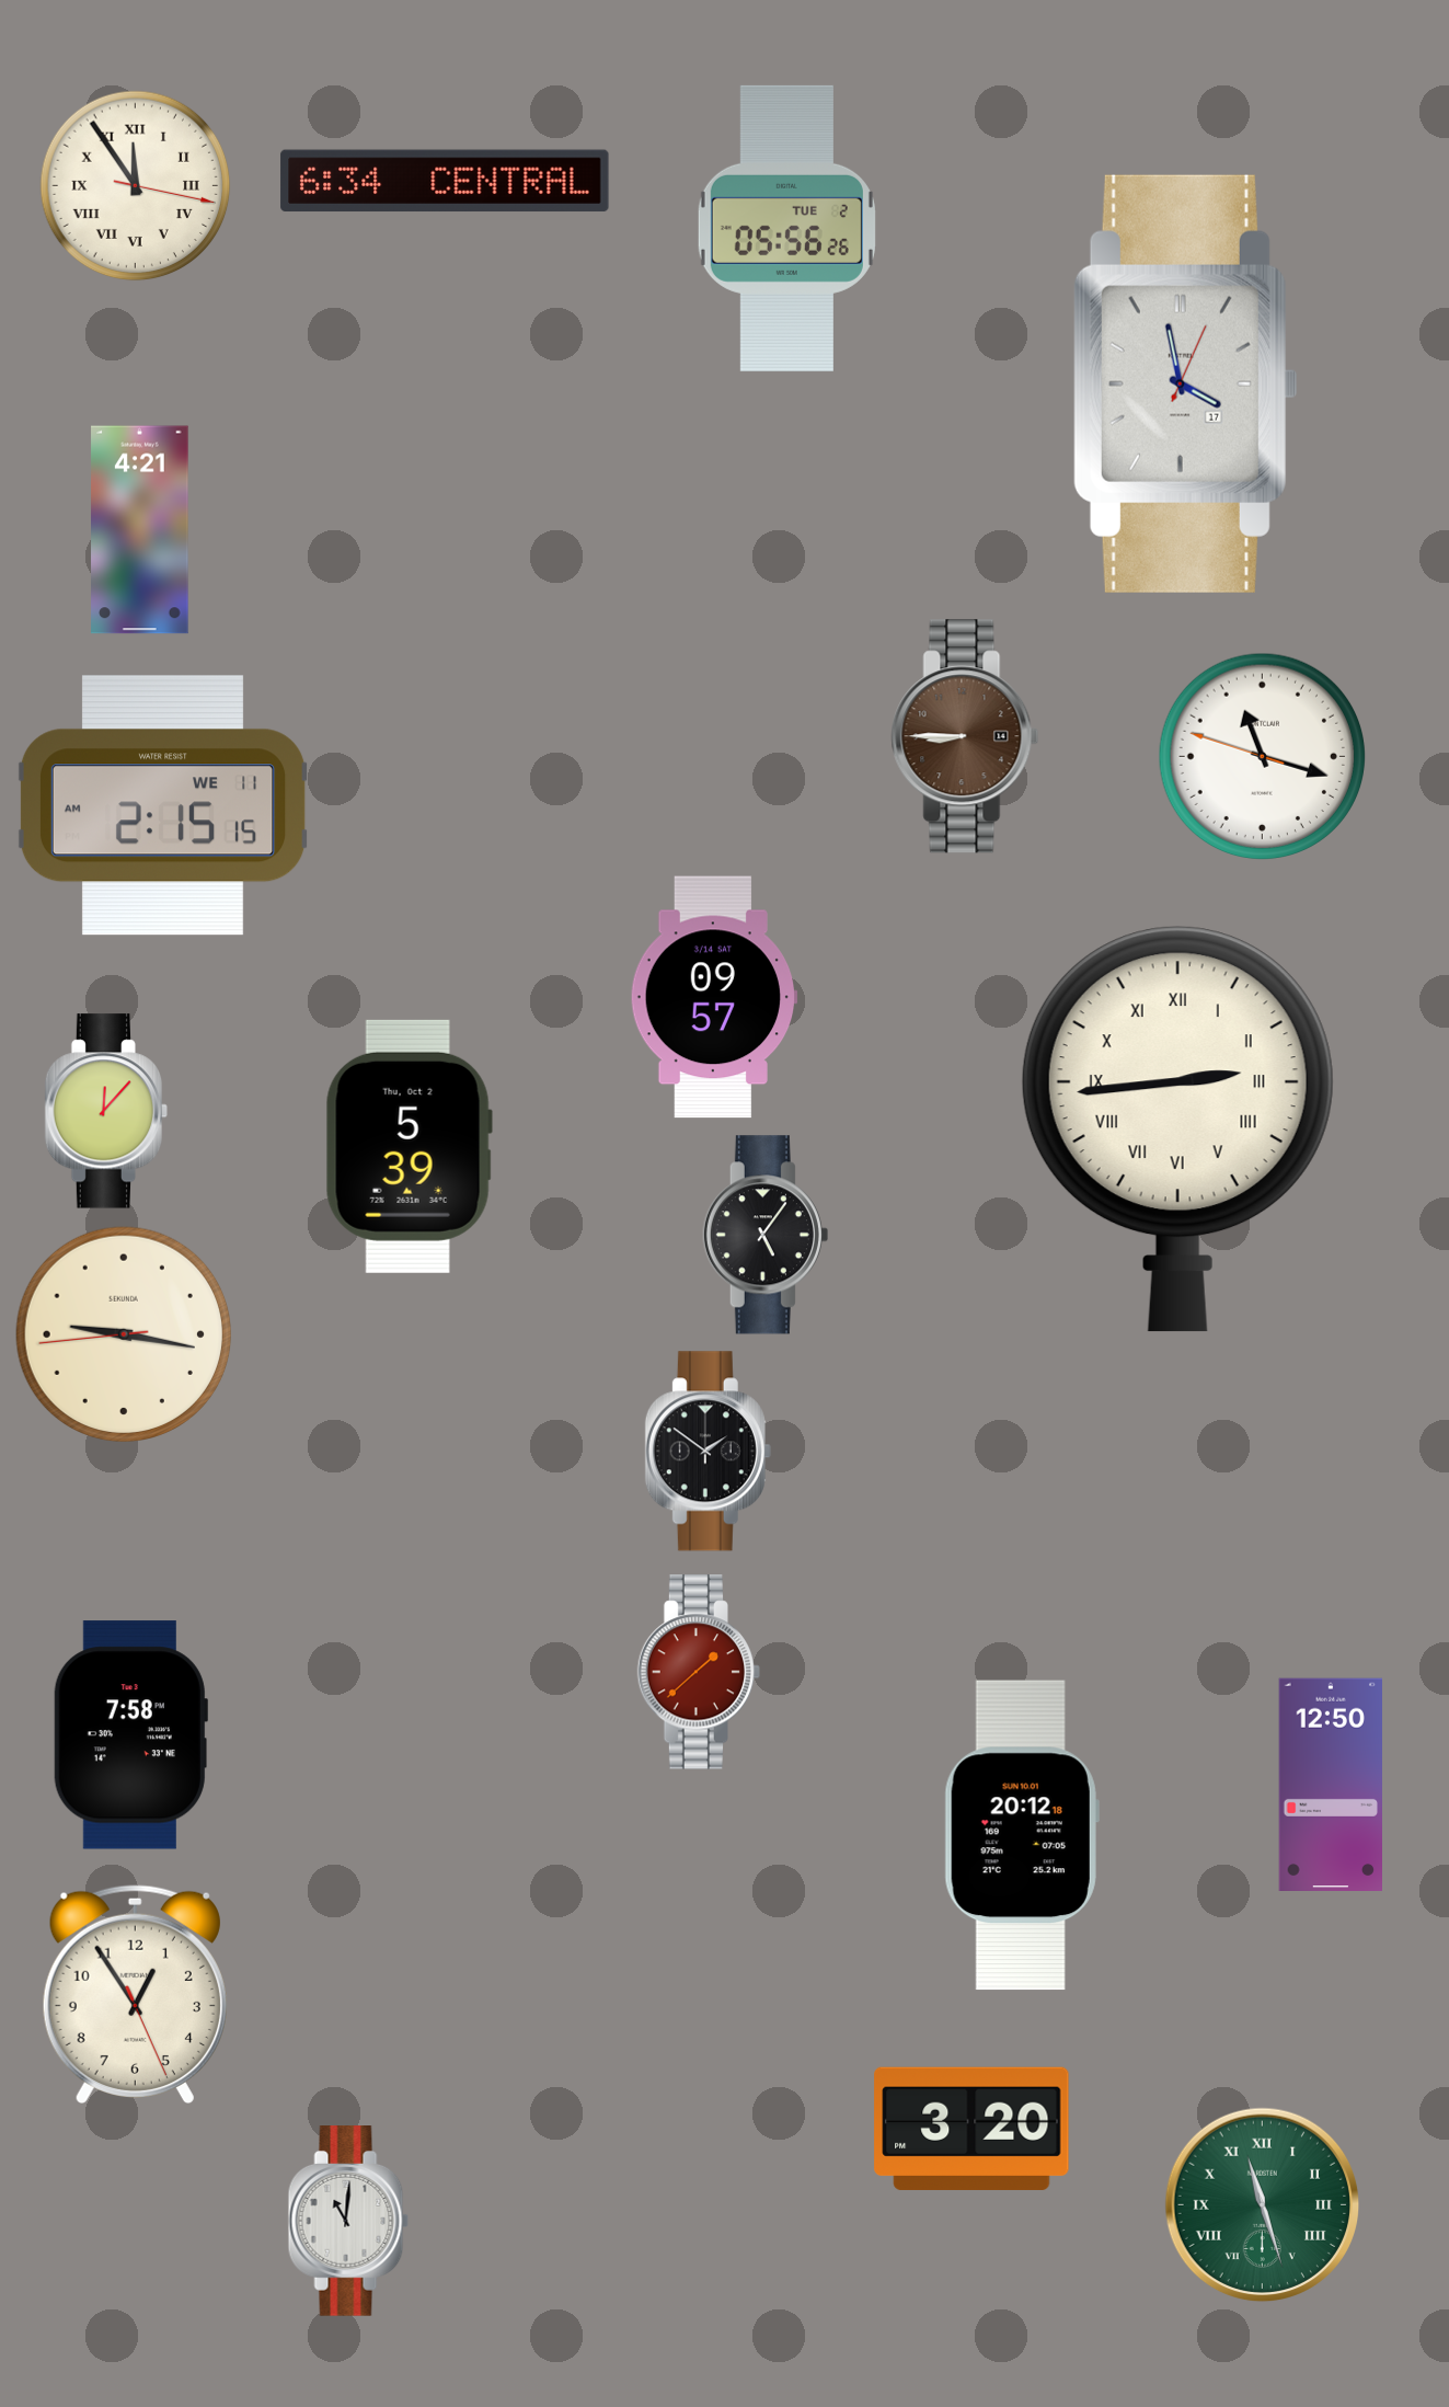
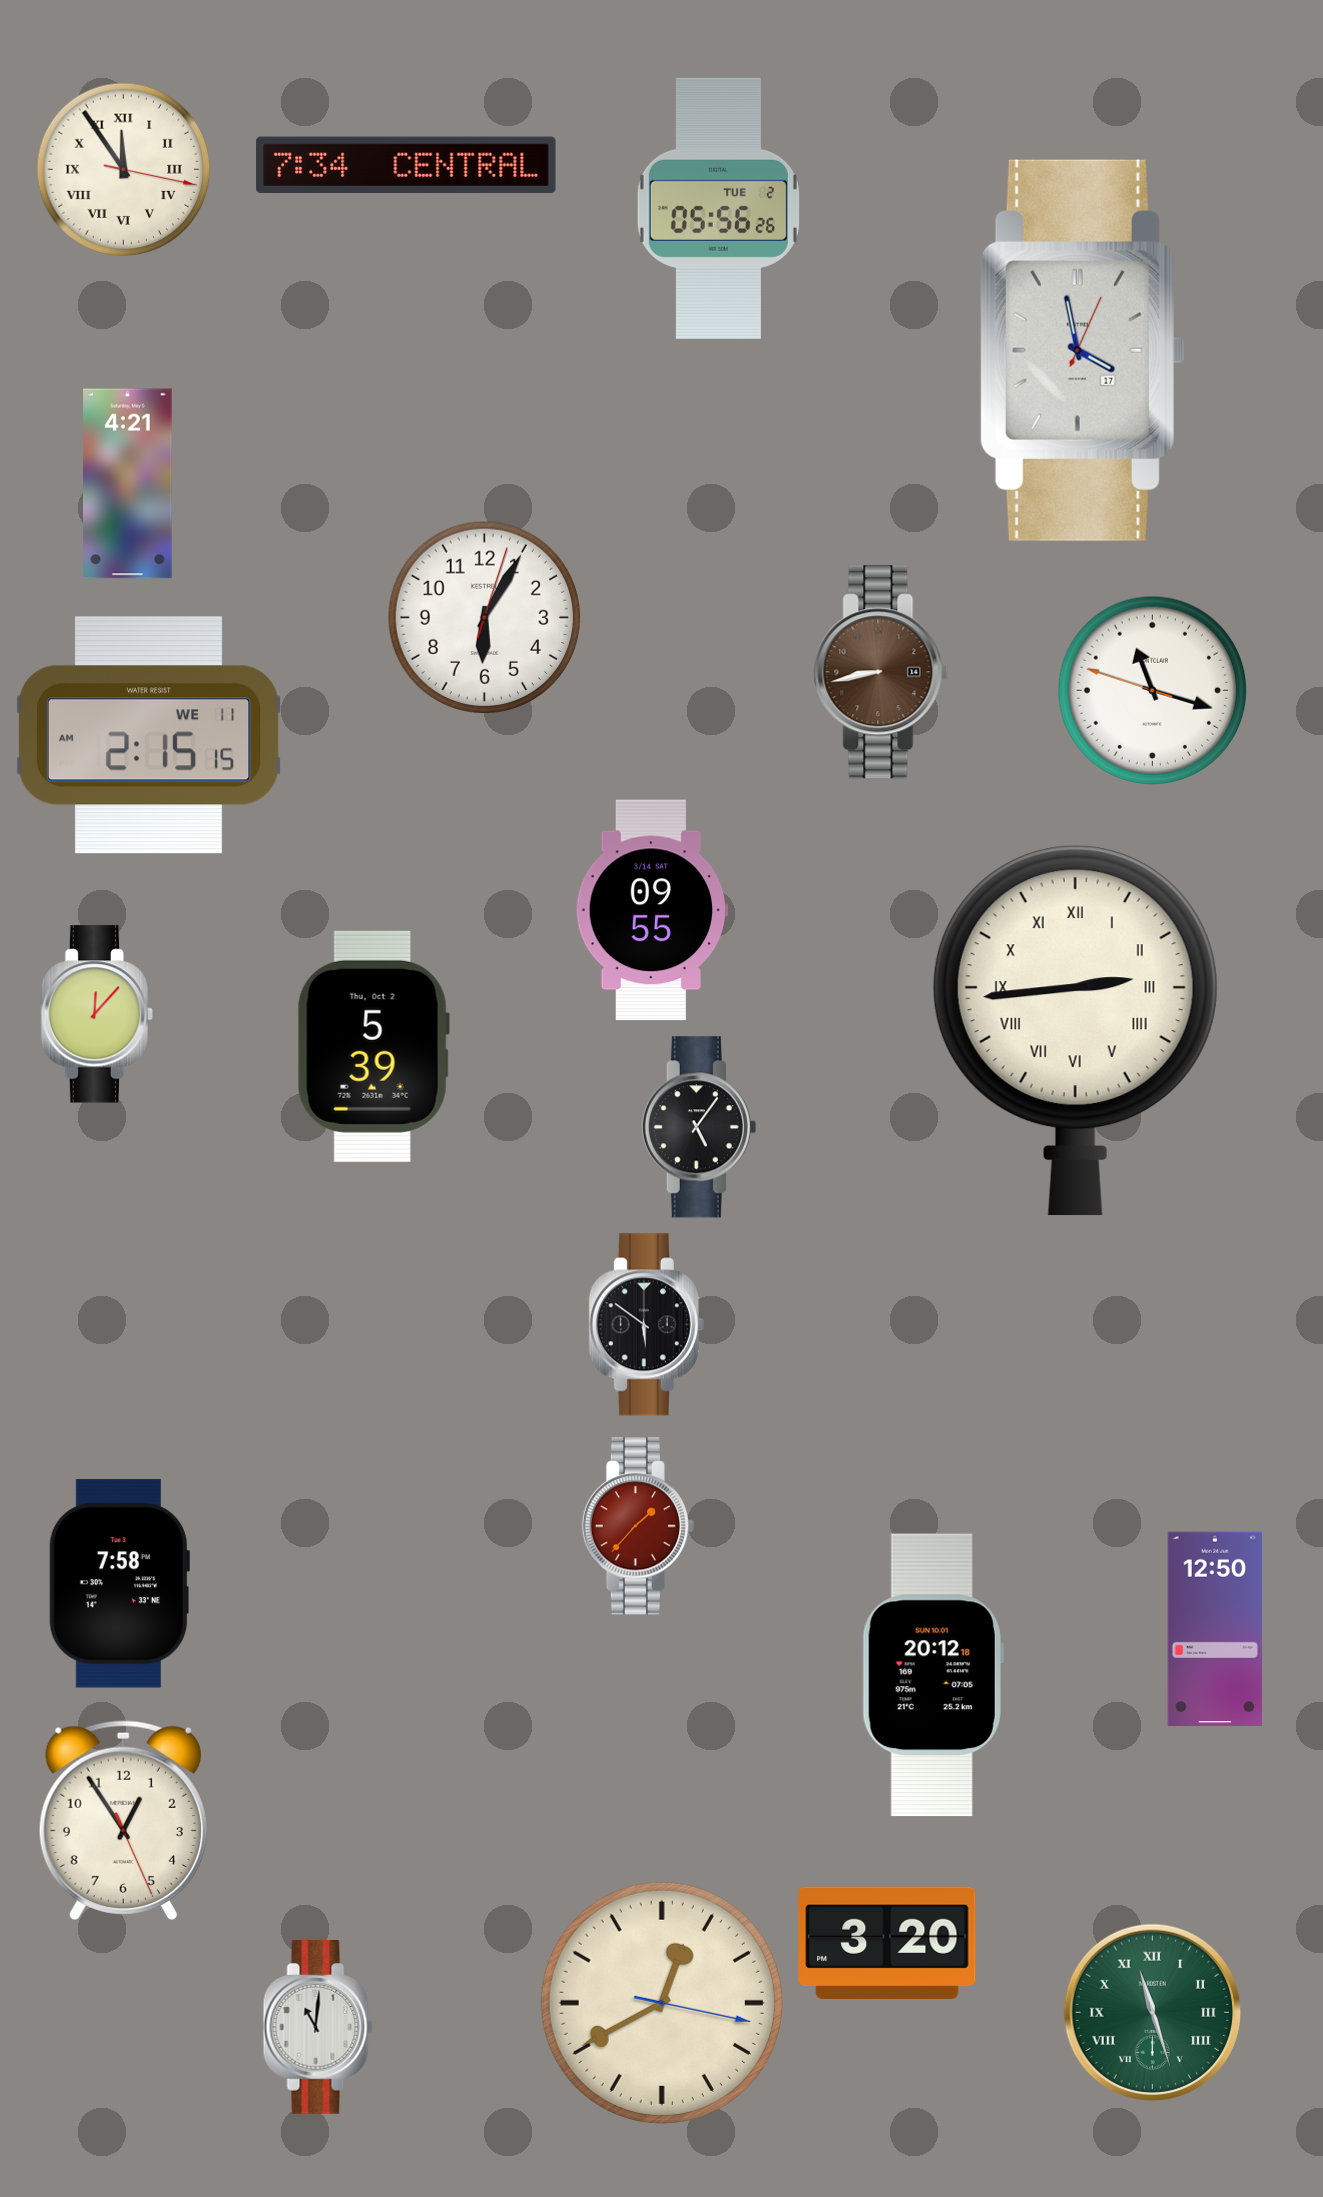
clock at (445, 181): 6:34 -> 7:34
clock at (484, 617): none -> 6:05
clock at (965, 736): 8:45 -> 8:43
clock at (714, 997): 09:57 -> 09:55
clock at (123, 1333): 9:16 -> none
clock at (708, 1452): 1:51 -> 5:51
clock at (699, 1672): 1:38 -> 1:37
clock at (662, 2003): none -> 12:40
